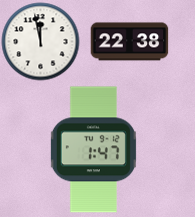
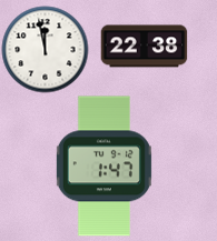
clock at (40, 41) position: (40, 41) -> (45, 49)
